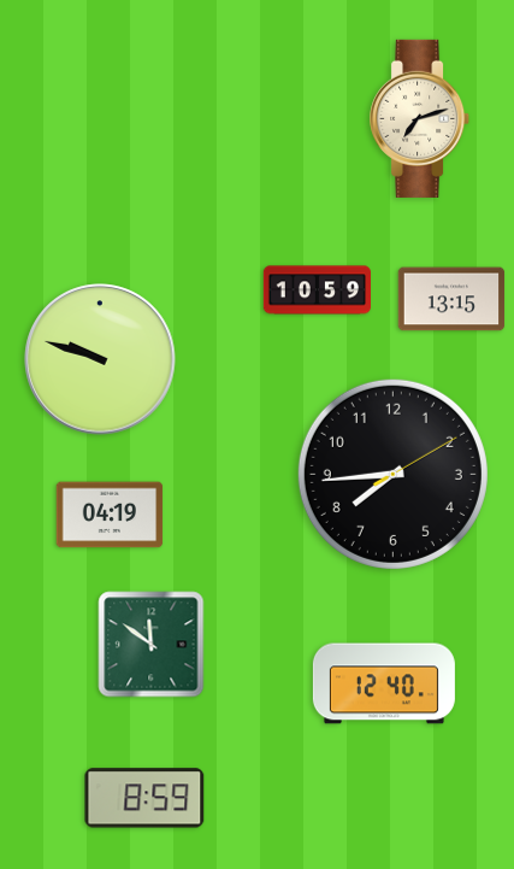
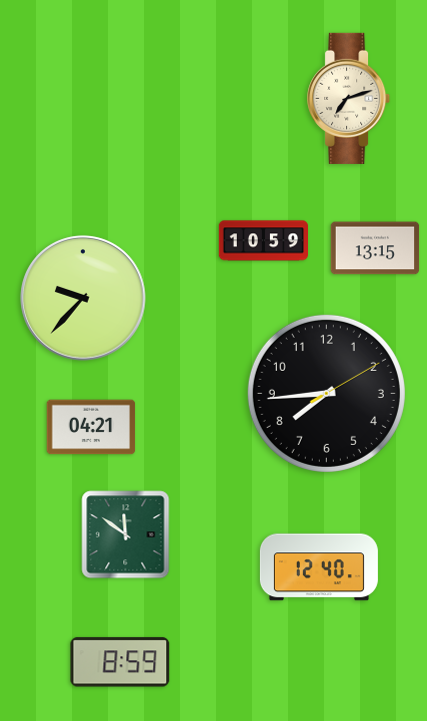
clock at (100, 359): 9:48 -> 9:37
clock at (110, 515): 04:19 -> 04:21
